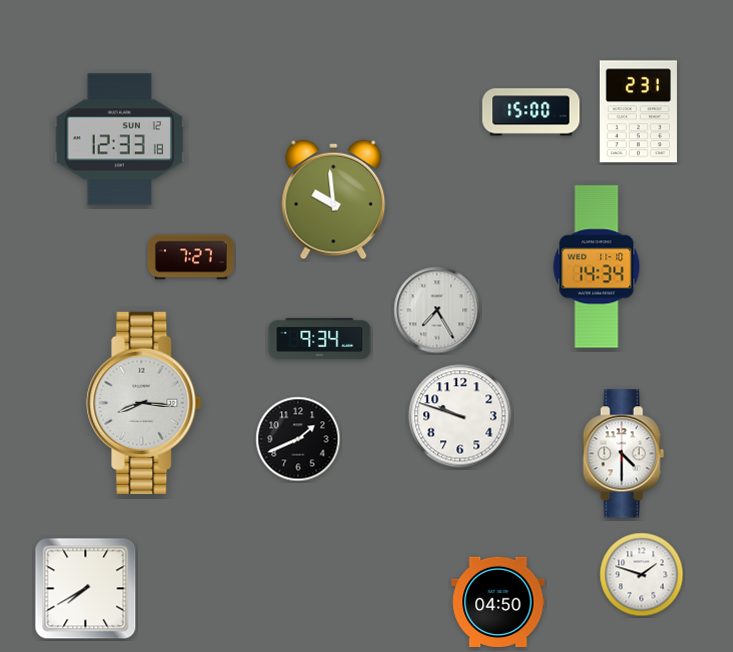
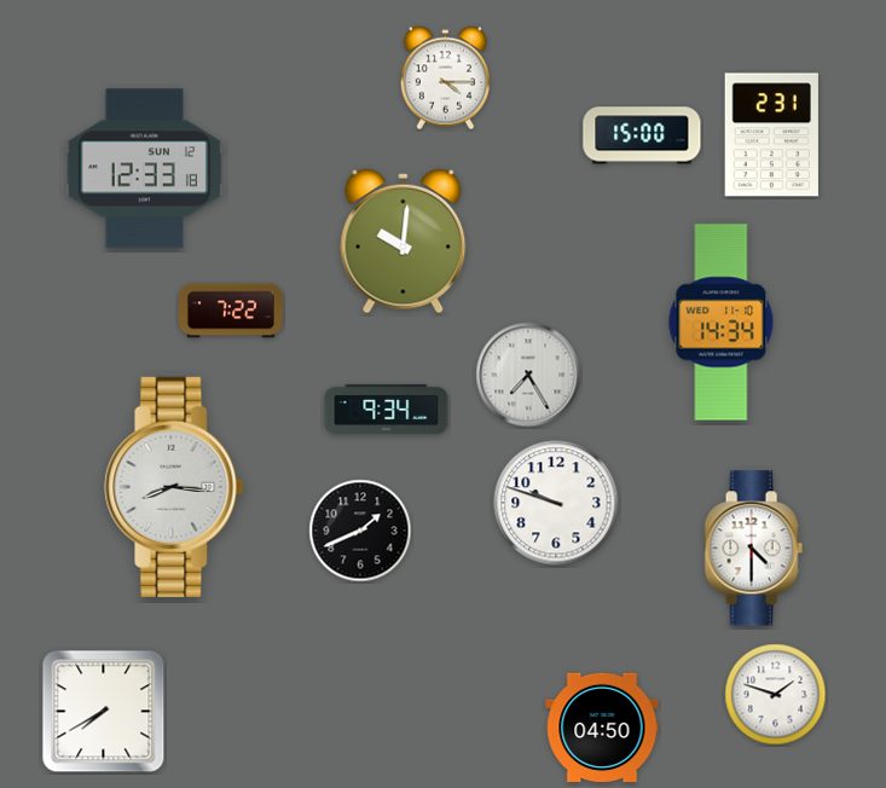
clock at (445, 79): none -> 4:15
clock at (334, 200): 9:59 -> 10:01
clock at (191, 257): 7:27 -> 7:22
